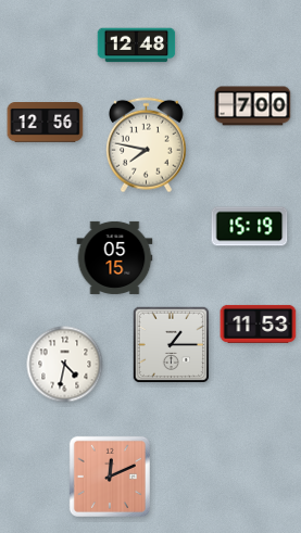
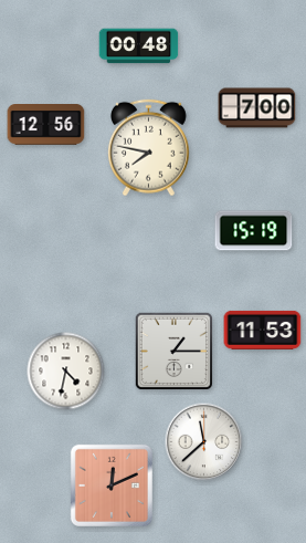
clock at (137, 46): 12:48 -> 00:48
clock at (115, 257): 05:15 -> none
clock at (204, 442): none -> 11:38
